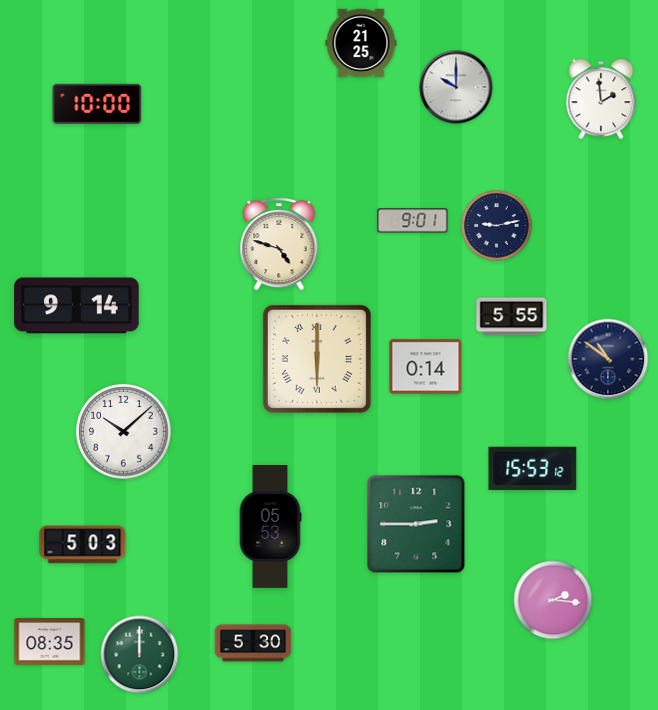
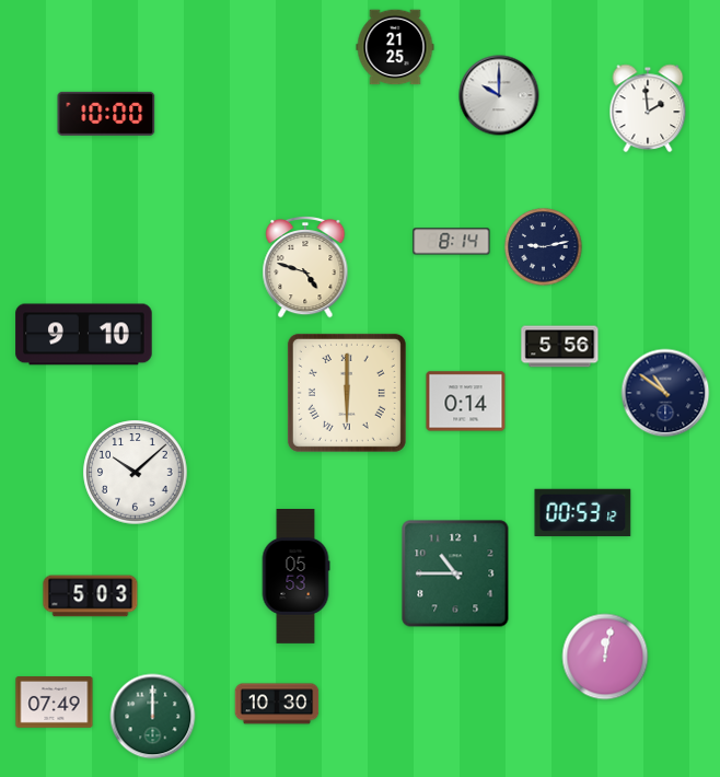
clock at (601, 99) position: (601, 99) -> (648, 108)
clock at (413, 221): 9:01 -> 8:14
clock at (77, 306): 9:14 -> 9:10
clock at (512, 317): 5:55 -> 5:56
clock at (533, 468): 15:53 -> 00:53
clock at (416, 524): 2:45 -> 10:45
clock at (553, 600): 2:16 -> 12:02
clock at (50, 642): 08:35 -> 07:49
clock at (253, 643): 5:30 -> 10:30
